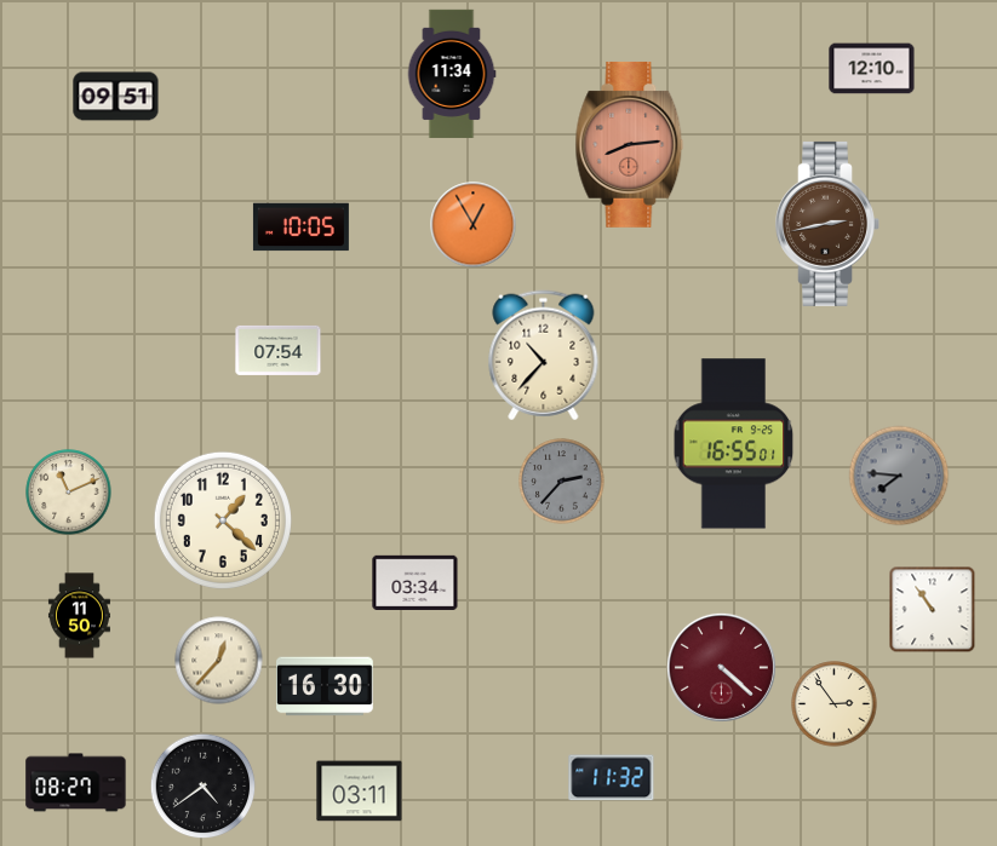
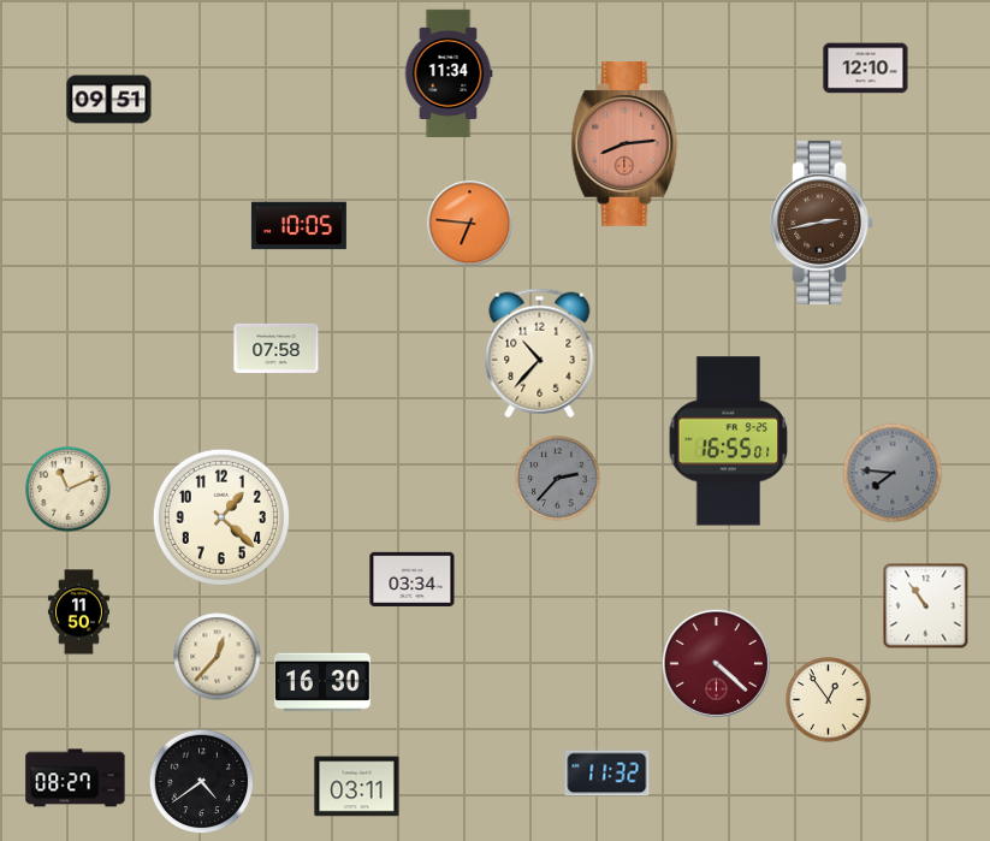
clock at (116, 97) position: (116, 97) -> (109, 100)
clock at (474, 225): 12:55 -> 6:46
clock at (279, 350): 07:54 -> 07:58
clock at (835, 704): 2:54 -> 12:54
